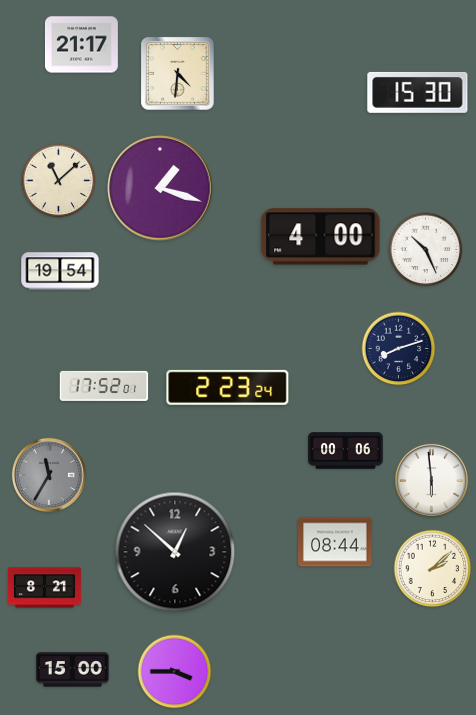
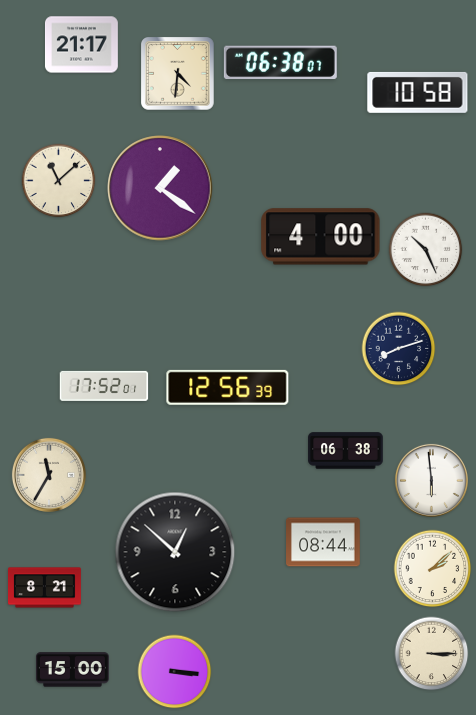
clock at (280, 63): none -> 06:38
clock at (418, 92): 15:30 -> 10:58
clock at (160, 188): 1:18 -> 1:21
clock at (60, 271): 19:54 -> none
clock at (228, 387): 2:23 -> 12:56
clock at (346, 451): 00:06 -> 06:38
clock at (49, 475) dial: grey -> cream
clock at (335, 542) position: (335, 542) -> (323, 542)
clock at (432, 654): none -> 3:15
clock at (175, 672): 3:45 -> 3:16
